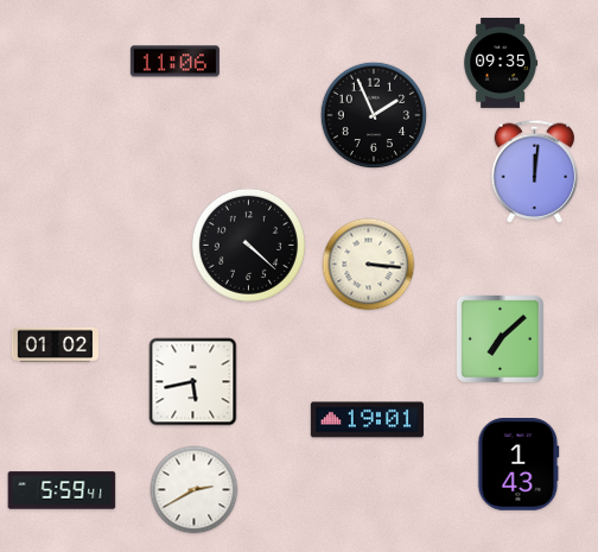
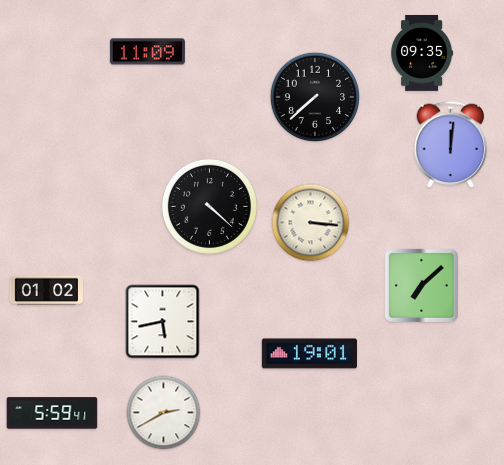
clock at (174, 62): 11:06 -> 11:09
clock at (374, 115): 1:56 -> 7:38
clock at (519, 464): 1:43 -> none
